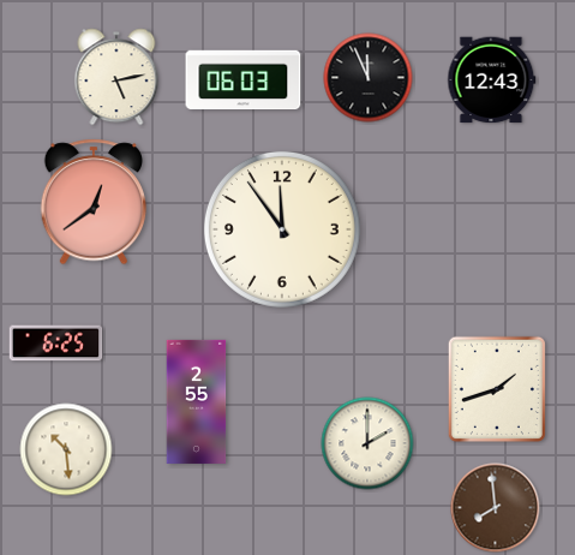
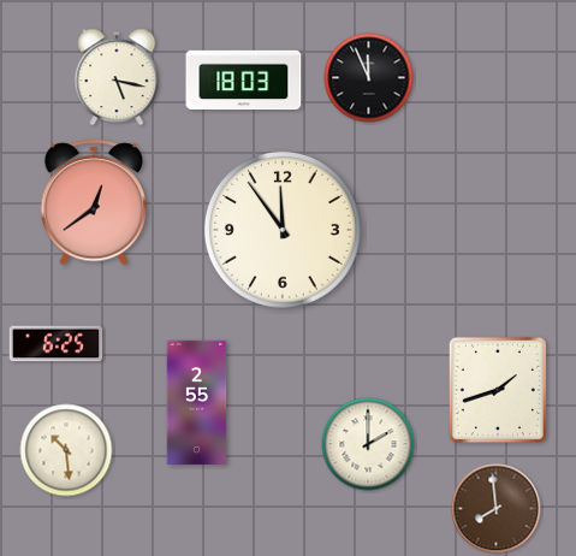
clock at (116, 77): 5:13 -> 5:17
clock at (244, 80): 06:03 -> 18:03
clock at (492, 80): 12:43 -> none
